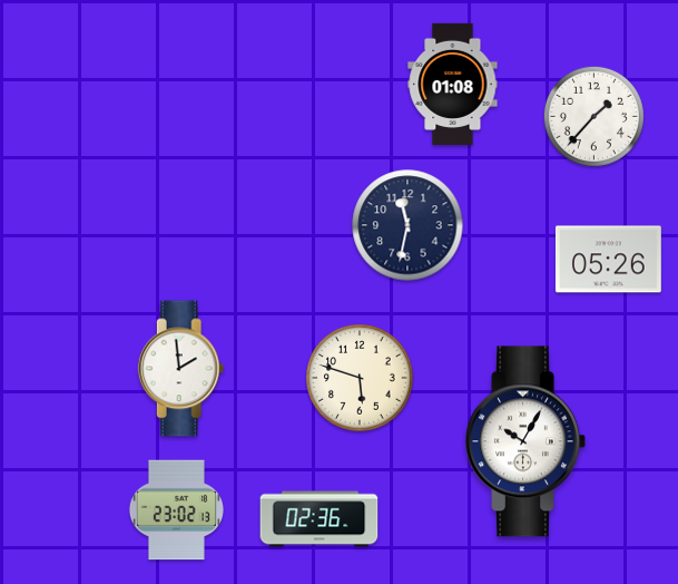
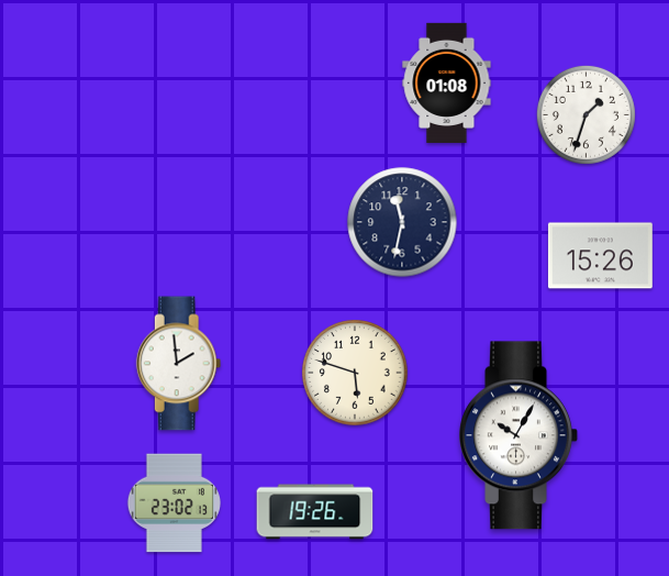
clock at (593, 116): 1:37 -> 1:33
clock at (608, 260): 05:26 -> 15:26
clock at (320, 519): 02:36 -> 19:26
